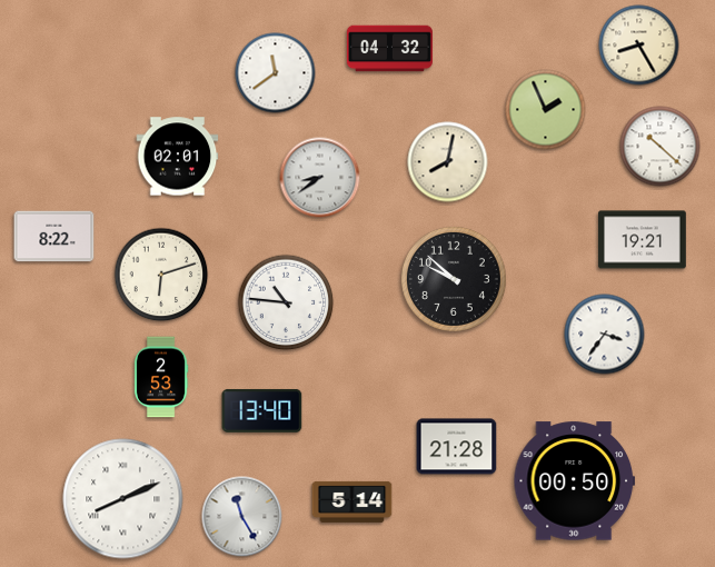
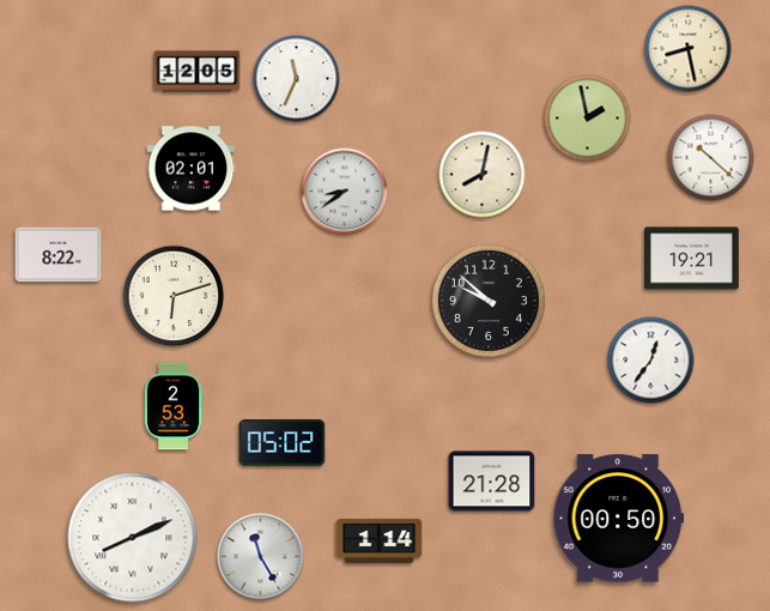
clock at (639, 46): 8:25 -> 8:28
clock at (389, 49): 04:32 -> none
clock at (198, 72): none -> 12:05
clock at (276, 73): 11:39 -> 11:34
clock at (546, 110): 1:56 -> 1:58
clock at (286, 302): 10:46 -> none
clock at (605, 335): 3:36 -> 12:36
clock at (262, 410): 13:40 -> 05:02
clock at (352, 501): 5:14 -> 1:14
